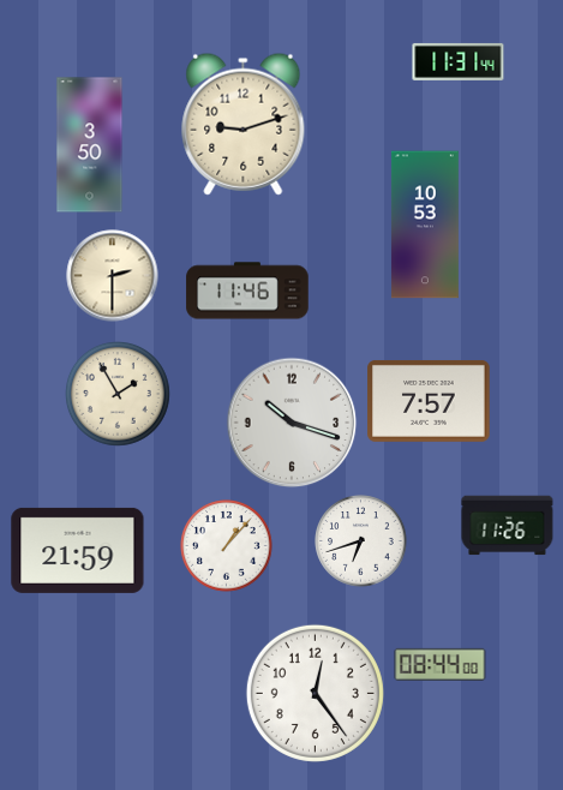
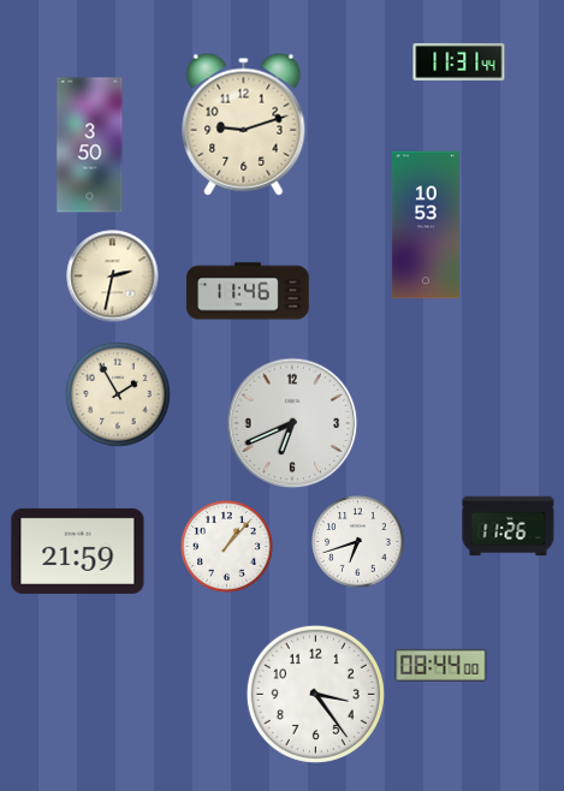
clock at (113, 276): 2:30 -> 2:32
clock at (429, 401): 7:57 -> none
clock at (292, 423): 10:18 -> 6:41
clock at (361, 541) position: (361, 541) -> (358, 542)
clock at (315, 693): 12:24 -> 3:24
